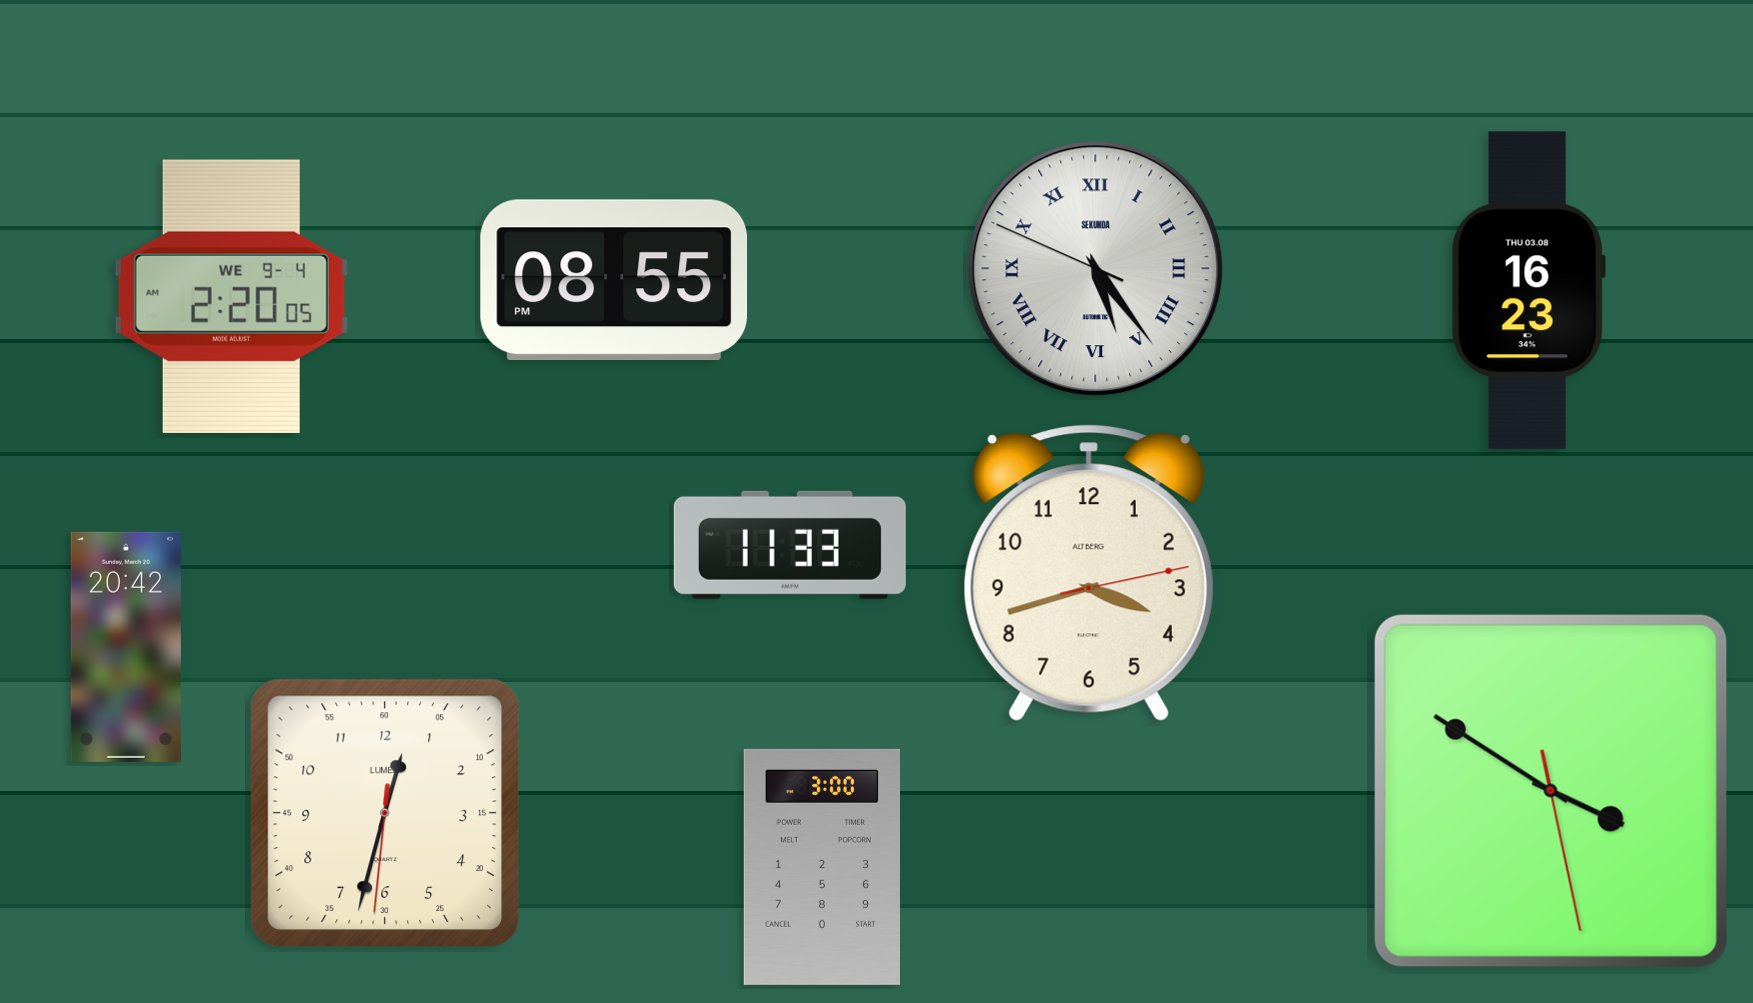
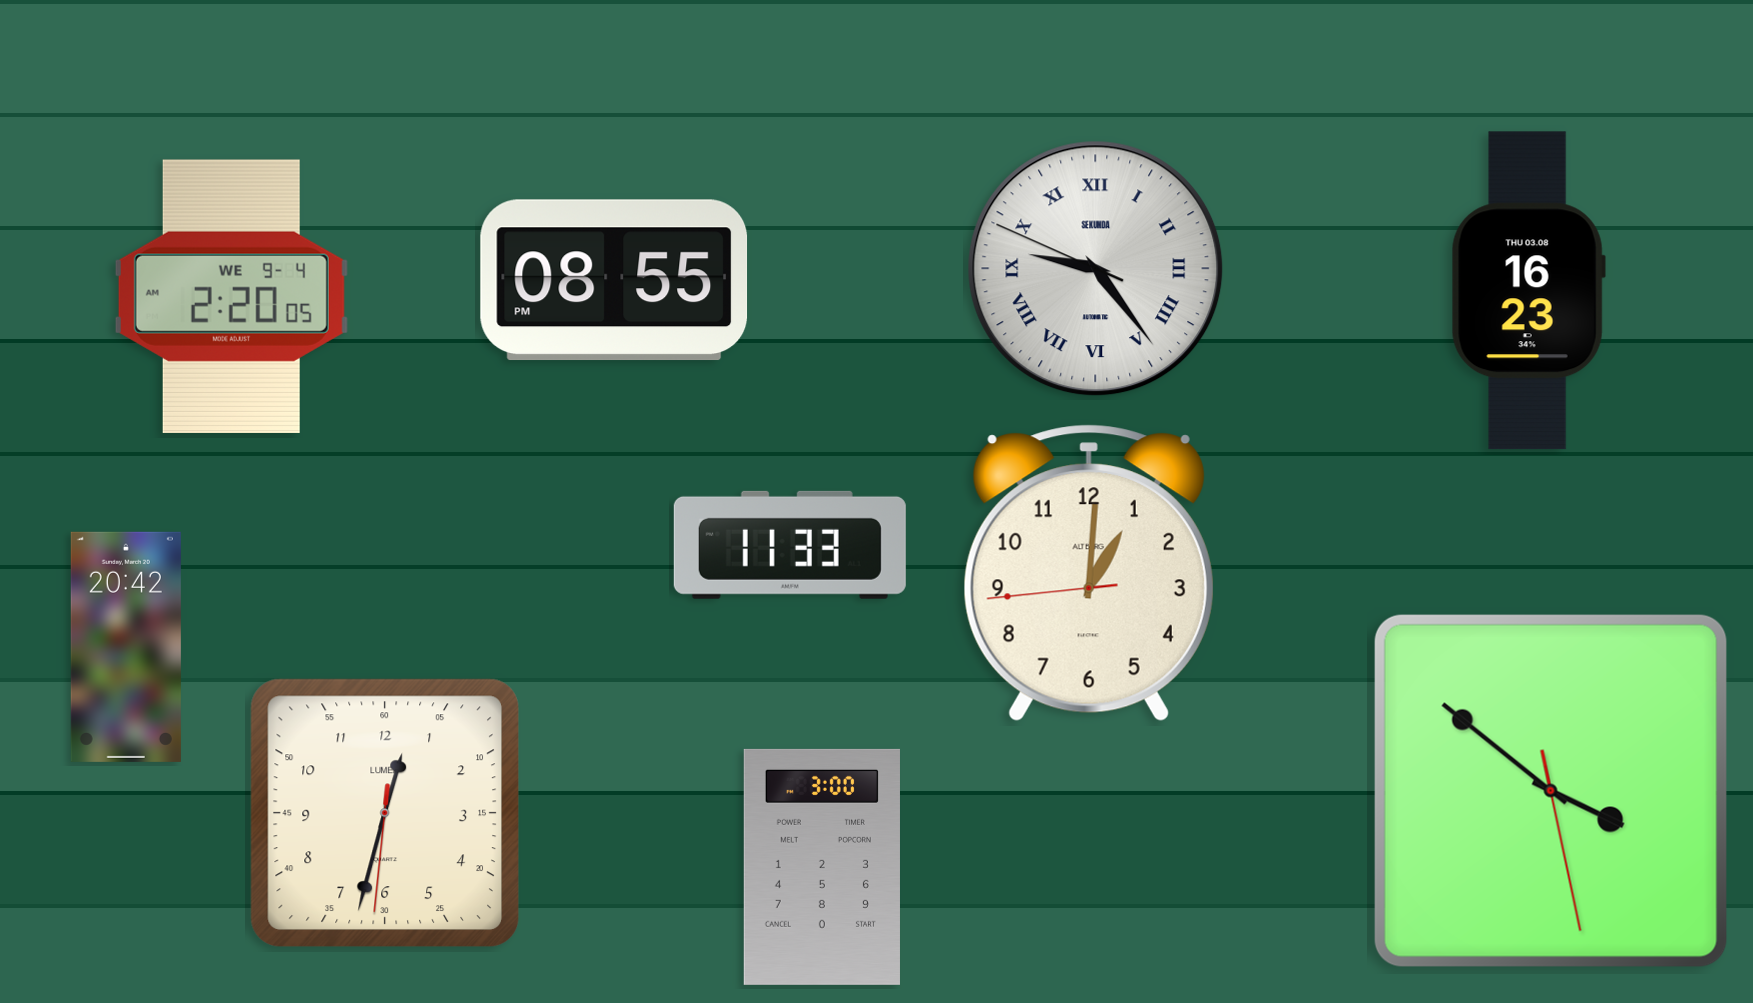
clock at (1096, 269): 5:23 -> 9:23
clock at (1089, 573): 3:42 -> 1:00
clock at (1551, 791): 3:50 -> 3:51
